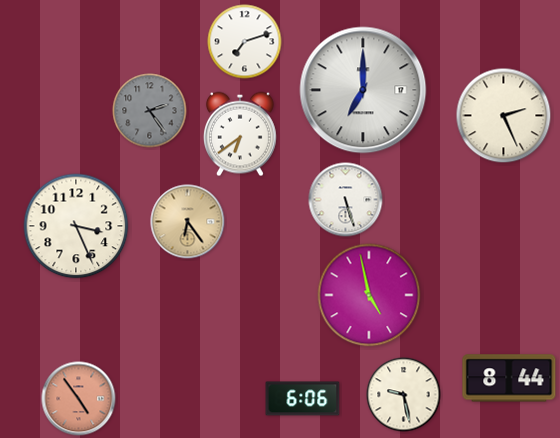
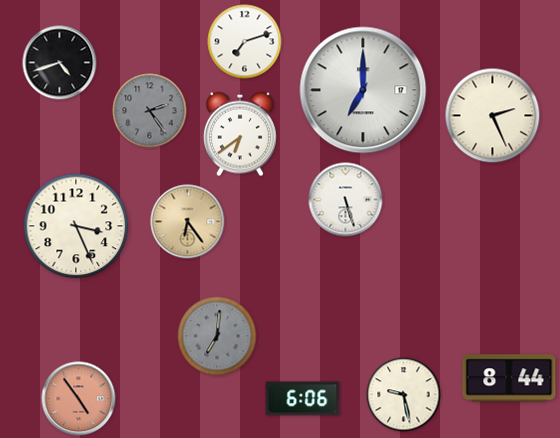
clock at (60, 63): none -> 4:42
clock at (504, 116) position: (504, 116) -> (493, 116)
clock at (369, 295): 4:58 -> none
clock at (217, 336): none -> 7:01
